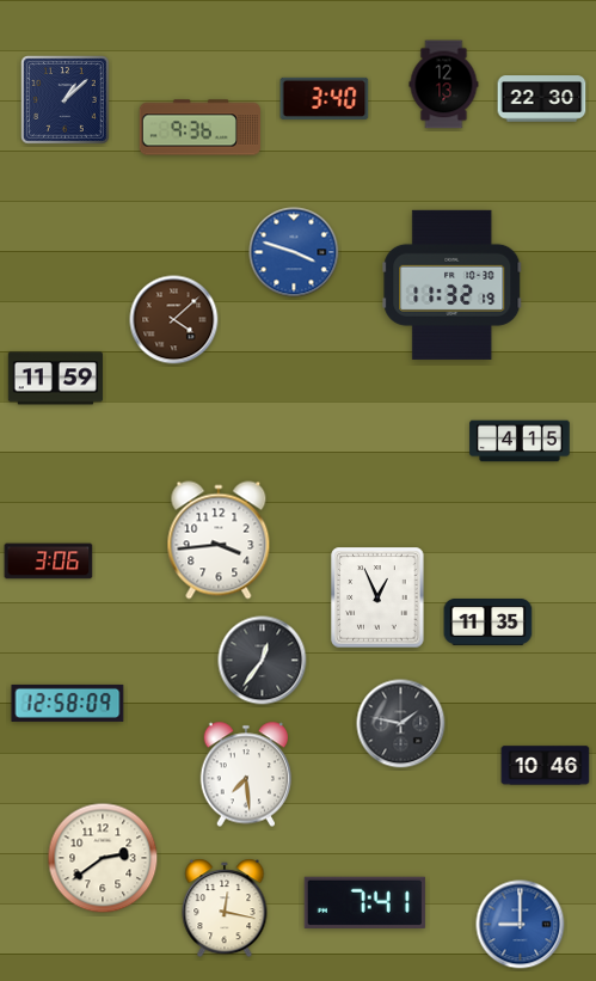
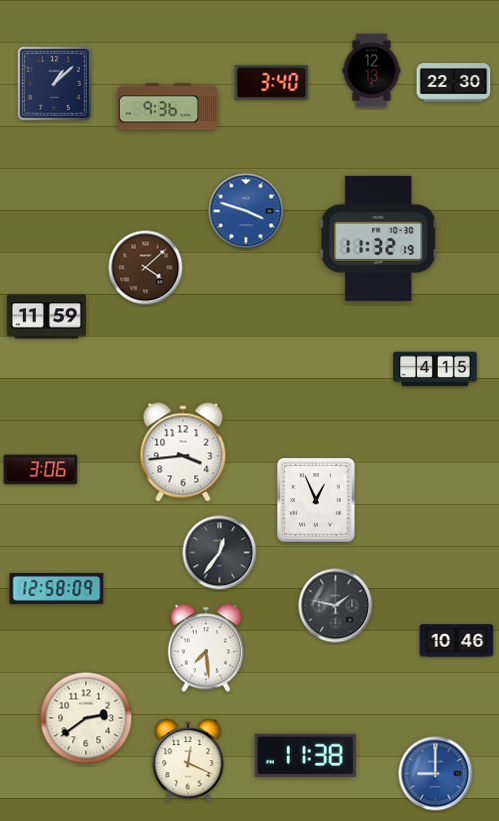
clock at (489, 621): 11:35 -> none
clock at (364, 902): 7:41 -> 11:38
clock at (225, 908): 12:17 -> 12:19
